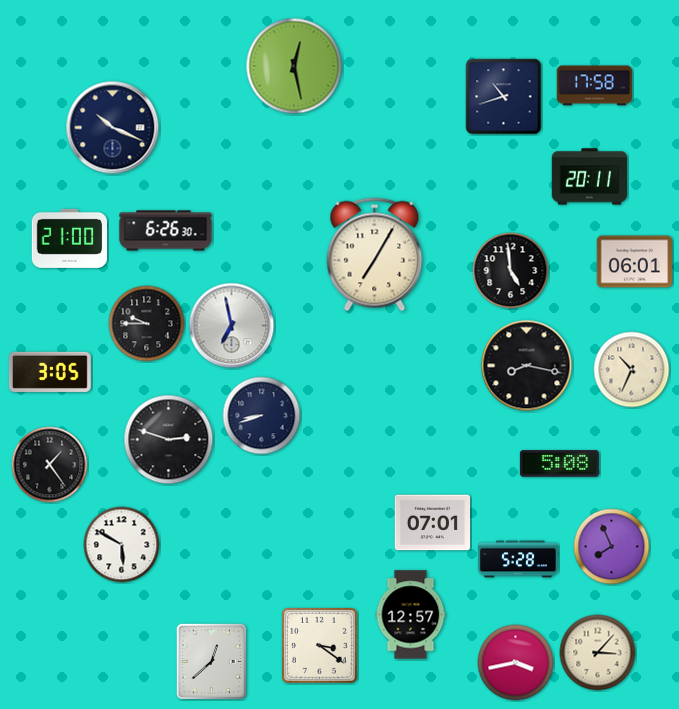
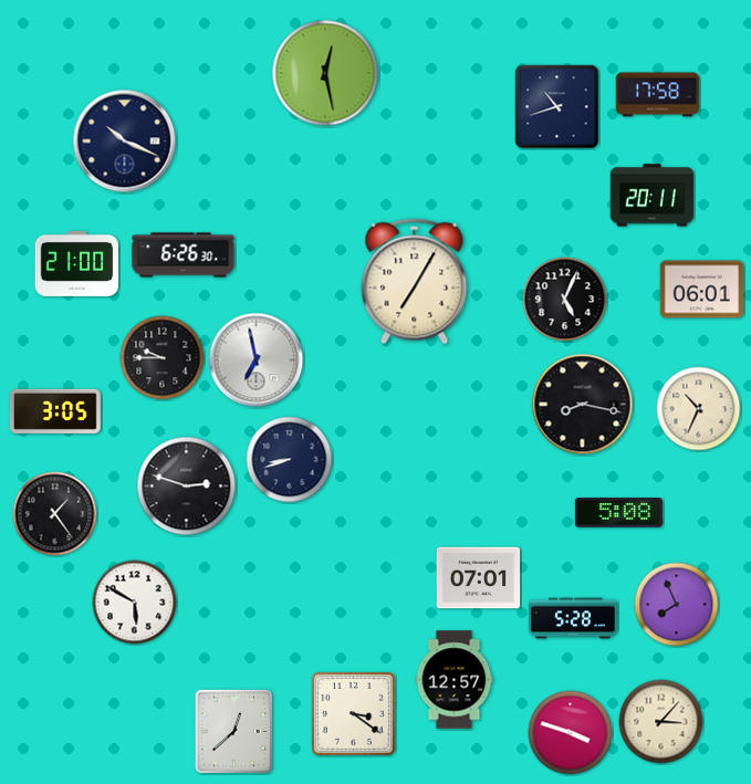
clock at (511, 271): 4:59 -> 5:04
clock at (516, 663): 3:43 -> 3:48
